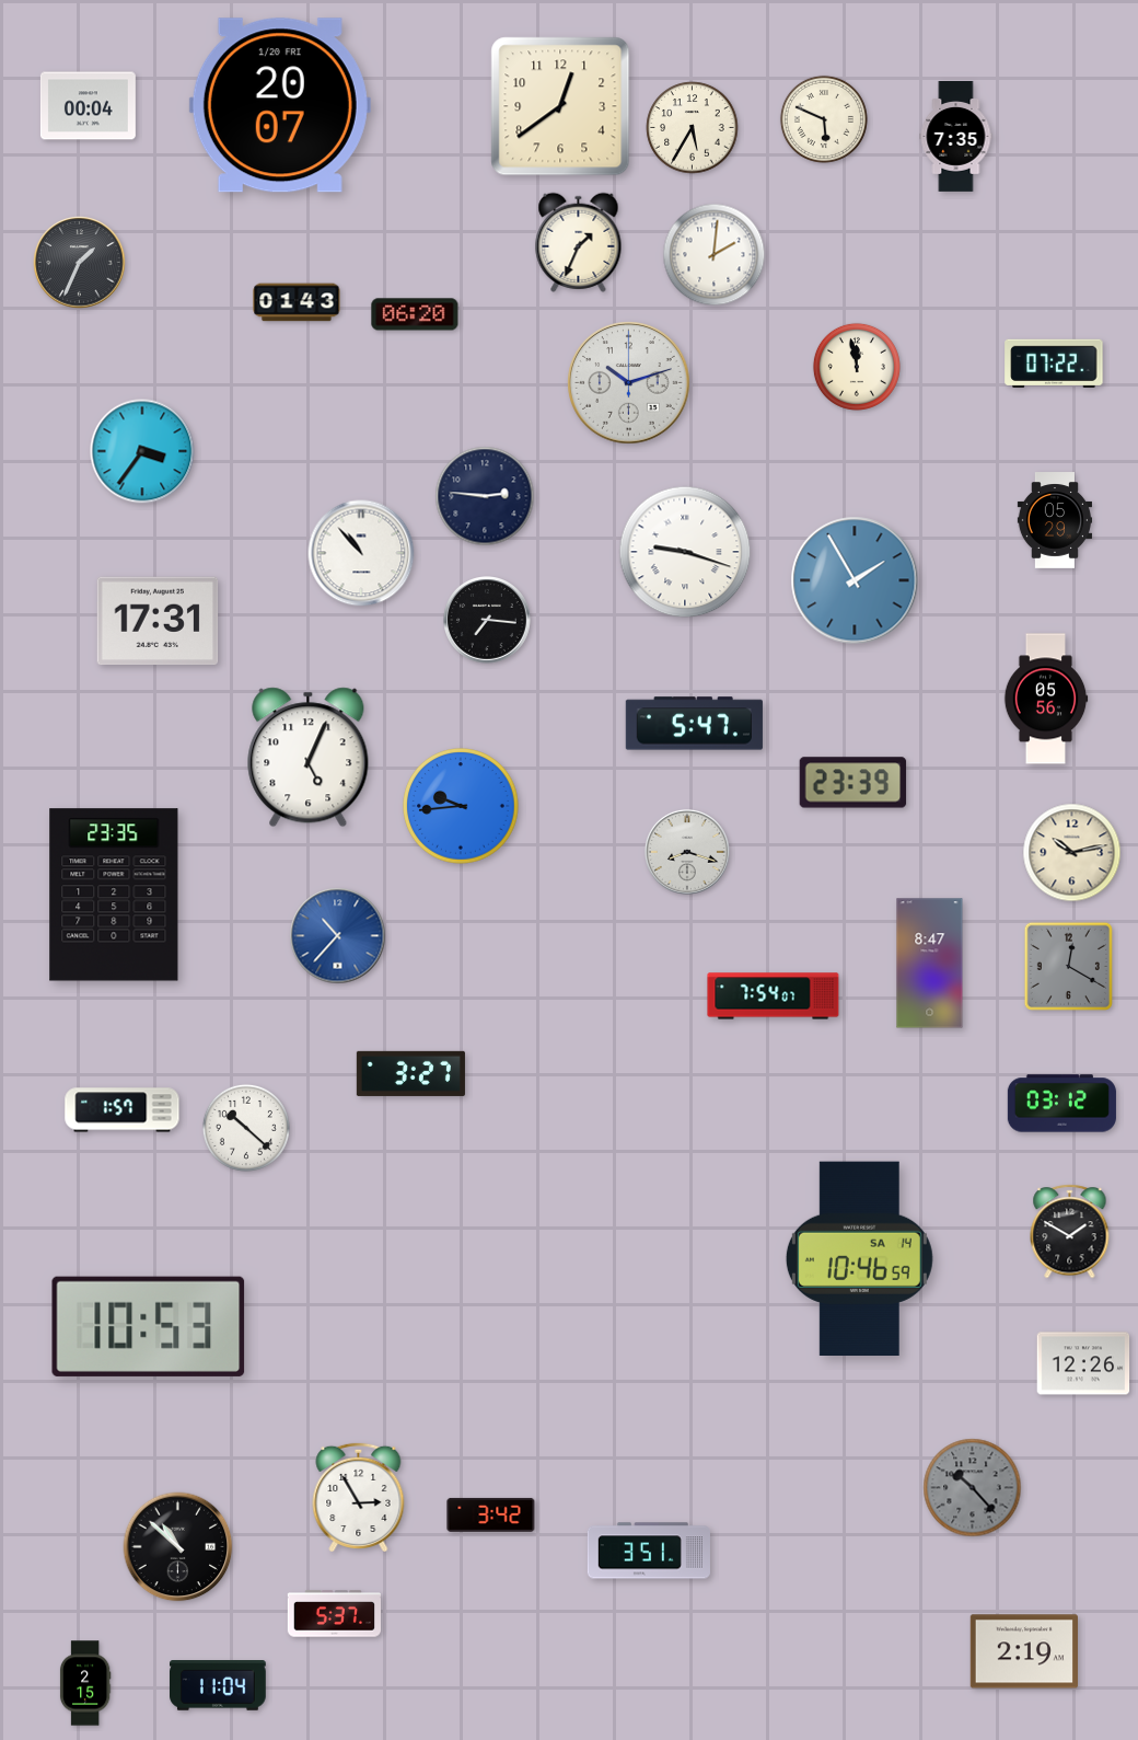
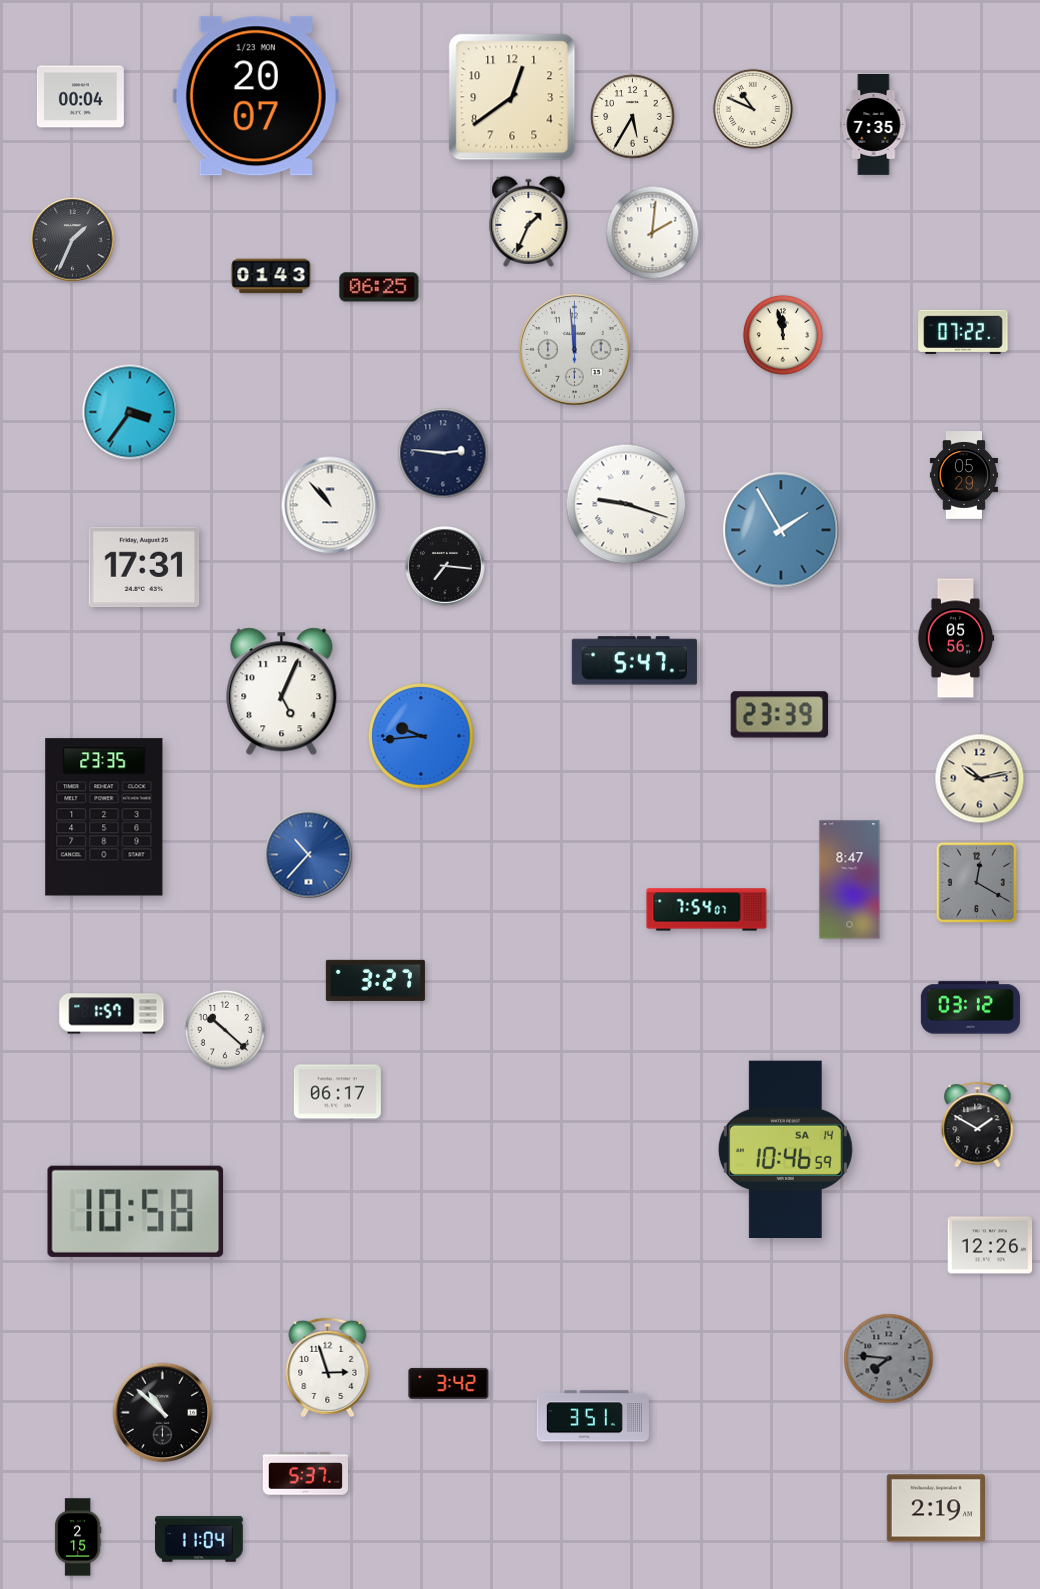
clock at (280, 105) date: 1/20 FRI -> 1/23 MON
clock at (824, 119): 5:49 -> 10:49
clock at (415, 314): 06:20 -> 06:25
clock at (629, 383): 10:12 -> 11:59
clock at (687, 852): 8:18 -> none
clock at (337, 1092): none -> 06:17
clock at (149, 1326): 10:53 -> 10:58
clock at (973, 1488): 10:23 -> 7:46
clock at (359, 1496): 2:55 -> 2:57
